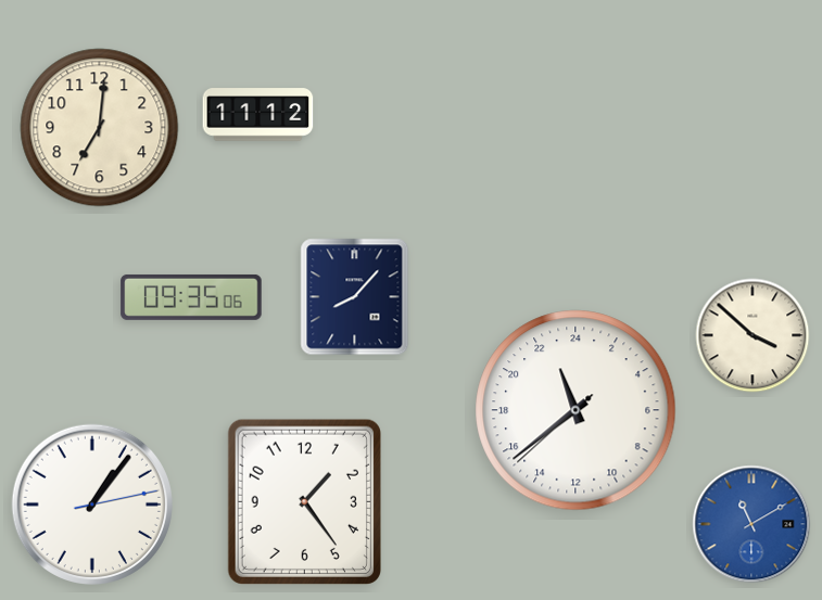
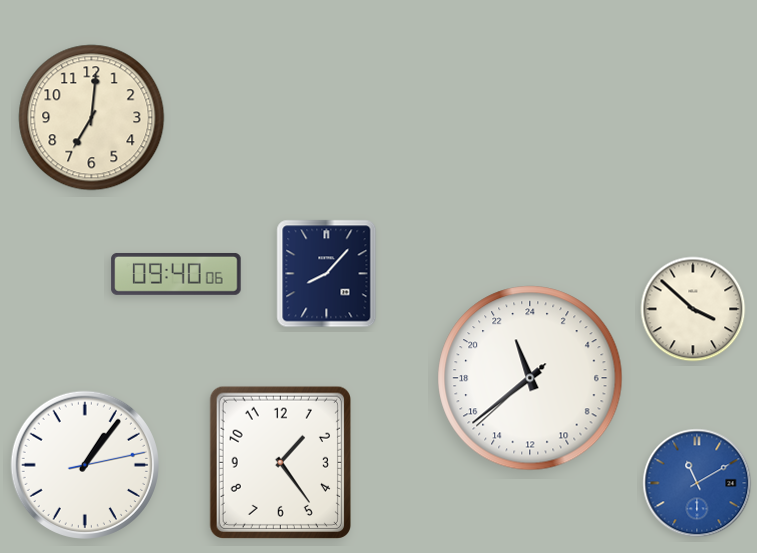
clock at (258, 115): 11:12 -> none
clock at (191, 297): 09:35 -> 09:40
clock at (751, 524) position: (751, 524) -> (697, 483)
